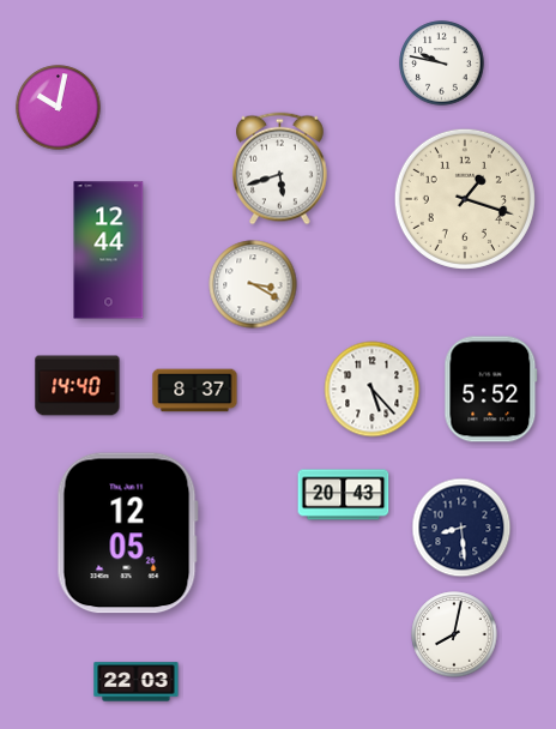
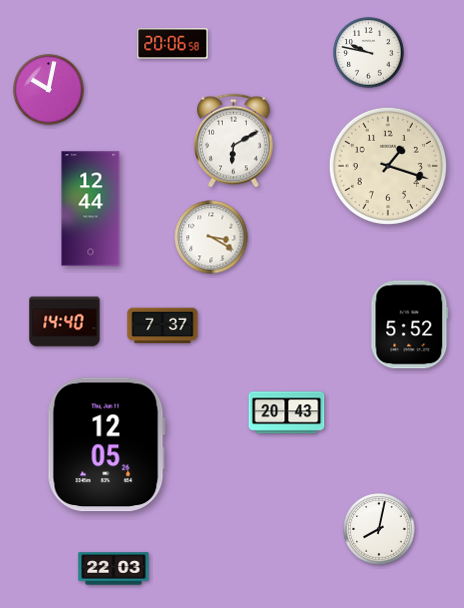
clock at (173, 44): none -> 20:06
clock at (280, 169): 5:42 -> 6:10
clock at (373, 390): 5:23 -> none
clock at (195, 391): 8:37 -> 7:37
clock at (461, 528): 8:29 -> none
